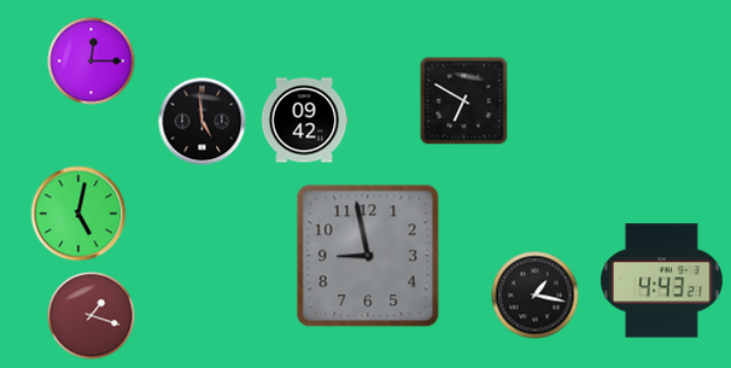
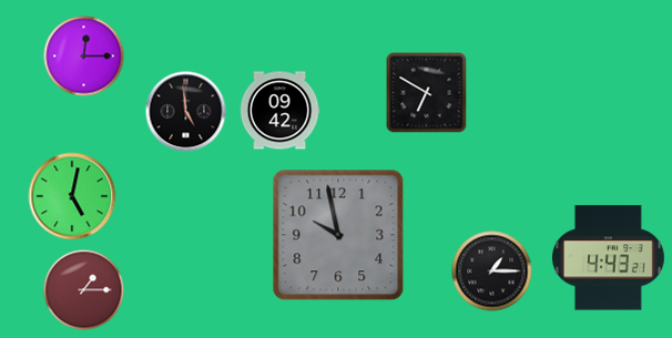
clock at (368, 256): 8:58 -> 9:58
clock at (536, 296): 1:17 -> 1:15
clock at (92, 316): 1:18 -> 1:15
